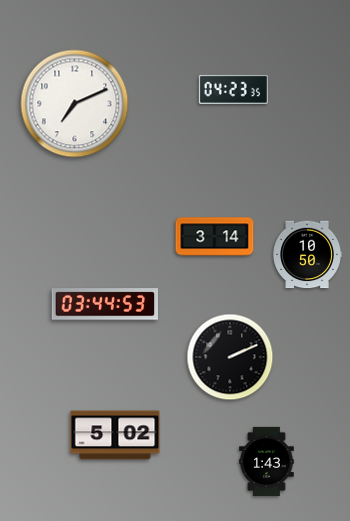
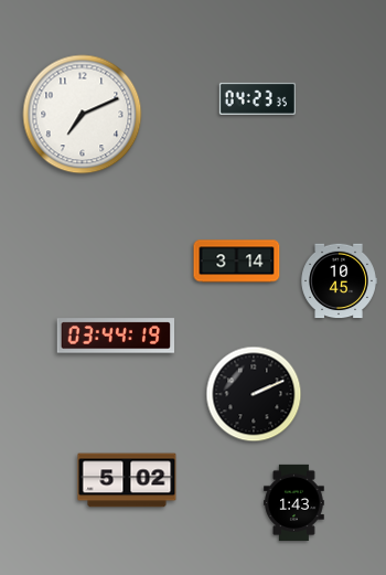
clock at (307, 255): 10:50 -> 10:45
clock at (104, 304): 03:44:53 -> 03:44:19
clock at (267, 461) position: (267, 461) -> (294, 502)
